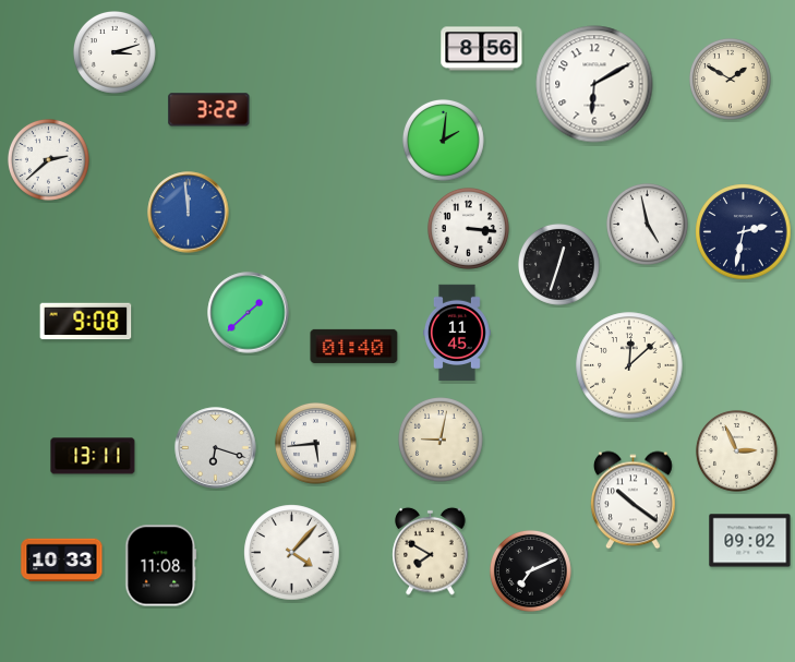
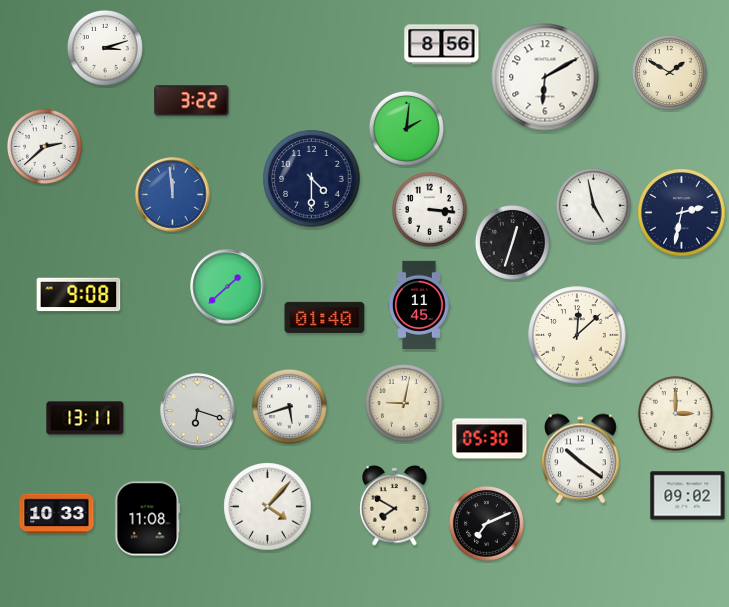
clock at (312, 179): none -> 4:30
clock at (315, 443): 5:44 -> 5:42
clock at (736, 450): 2:56 -> 3:00
clock at (490, 439): none -> 05:30
